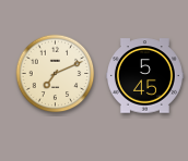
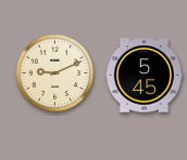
clock at (56, 74): 7:11 -> 9:11
